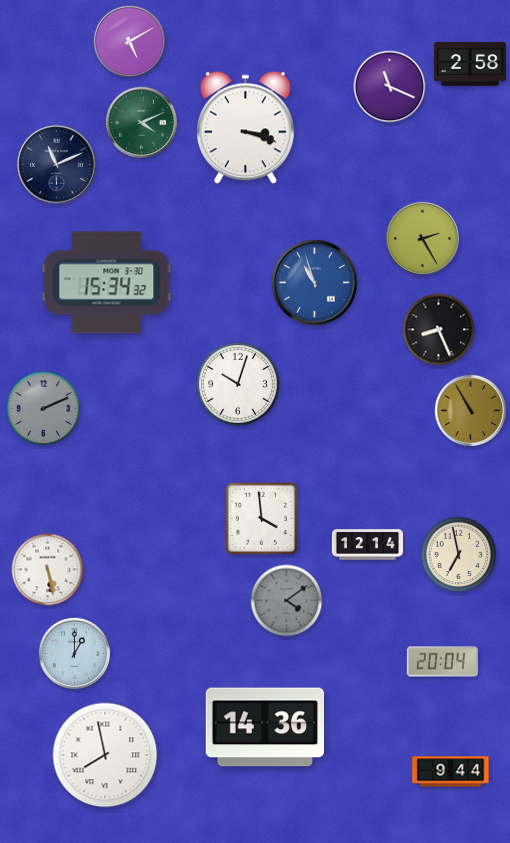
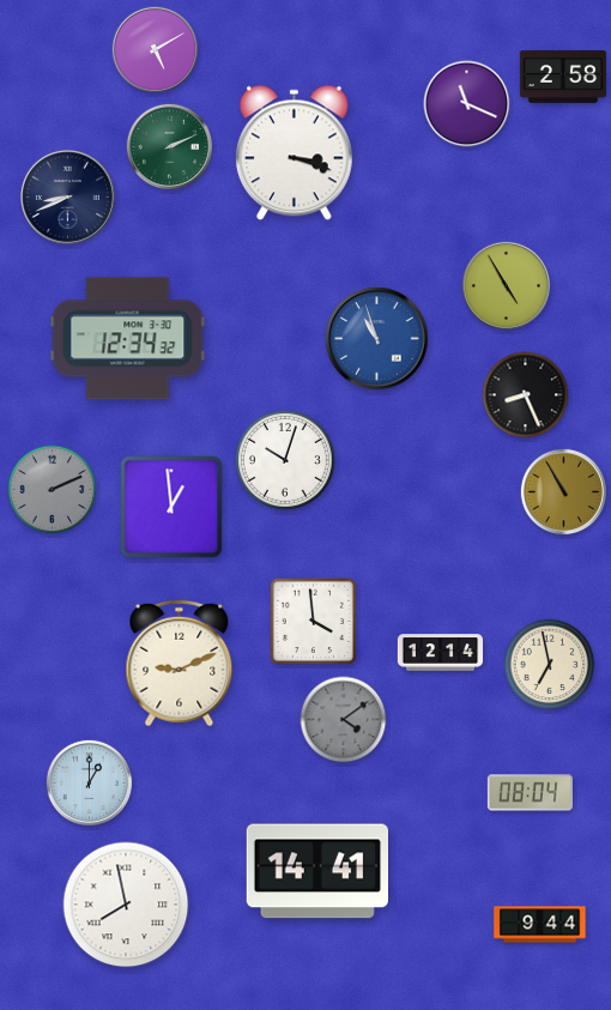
clock at (141, 122): 4:11 -> 2:11
clock at (56, 164): 11:11 -> 8:41
clock at (422, 238): 2:25 -> 4:55
clock at (107, 283): 15:34 -> 12:34
clock at (171, 507): none -> 12:59
clock at (180, 664): none -> 9:11
clock at (48, 570): 5:28 -> none
clock at (442, 662): 20:04 -> 08:04
clock at (264, 727): 14:36 -> 14:41
